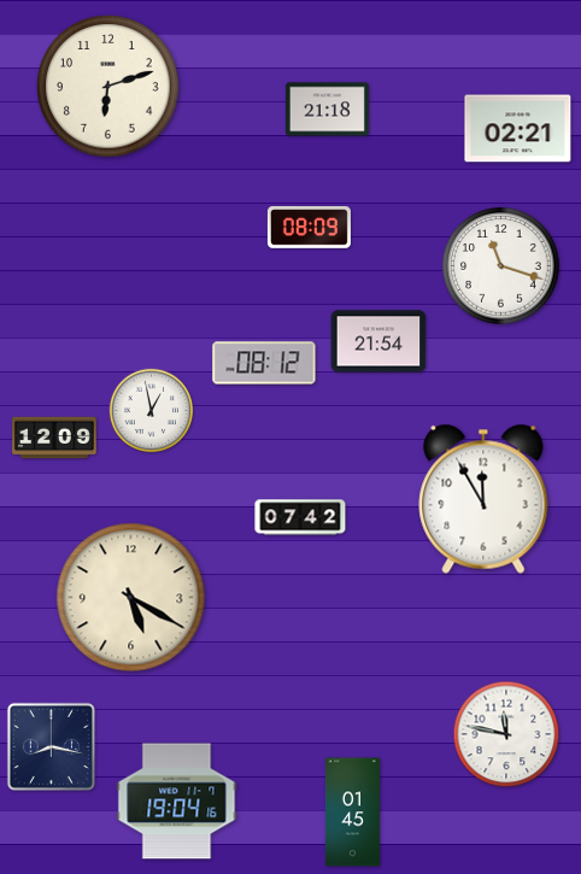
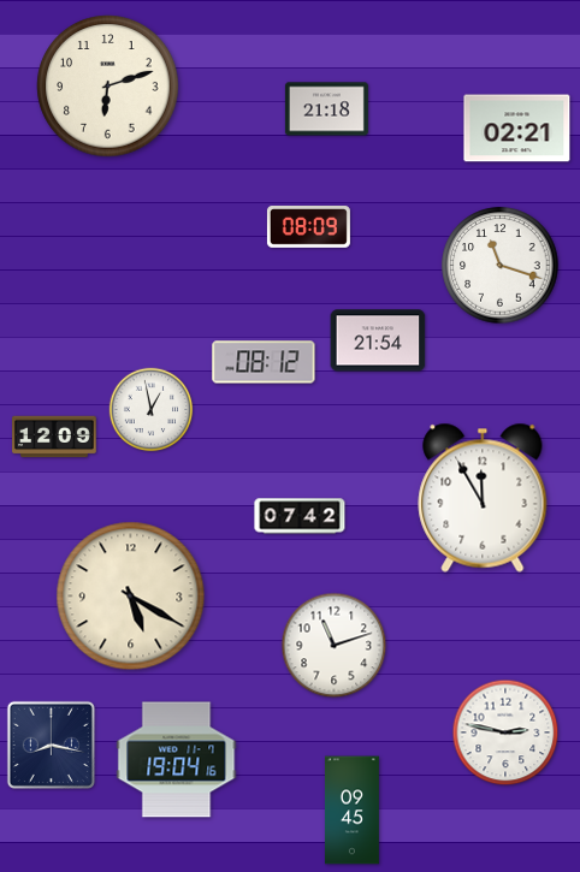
clock at (335, 646): none -> 11:12
clock at (506, 734): 11:47 -> 2:47
clock at (177, 802) position: (177, 802) -> (177, 760)
clock at (352, 813): 01:45 -> 09:45
